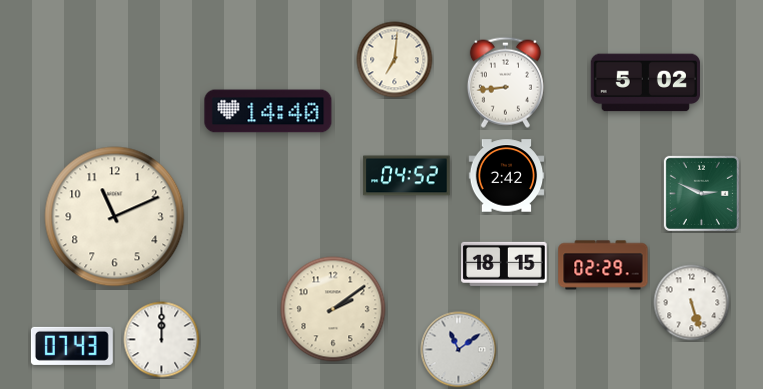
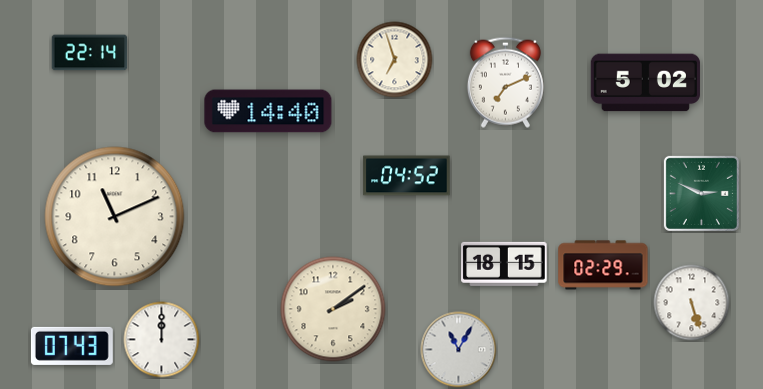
clock at (90, 53): none -> 22:14
clock at (395, 60): 7:01 -> 6:57
clock at (505, 82): 8:44 -> 7:11
clock at (507, 176): 2:42 -> none
clock at (459, 350): 11:09 -> 11:05
